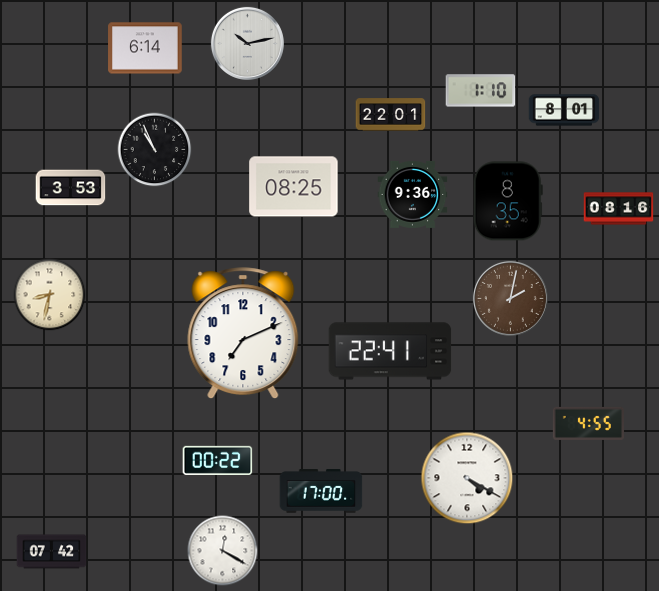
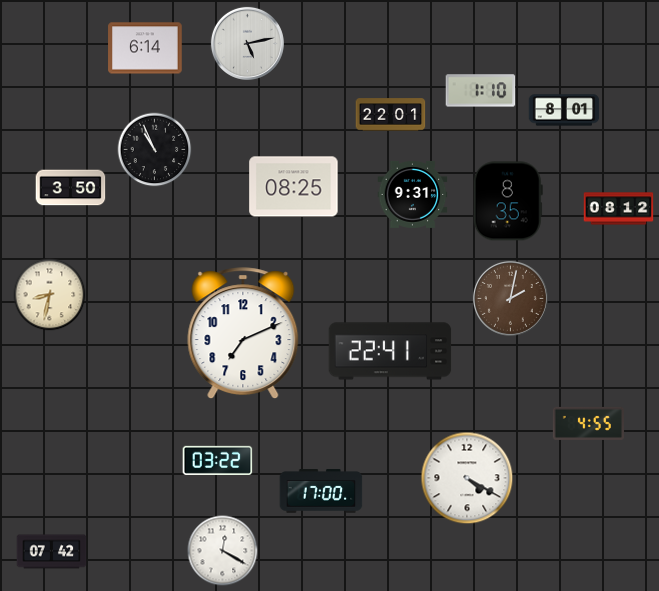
clock at (247, 43): 10:13 -> 5:13
clock at (71, 188): 3:53 -> 3:50
clock at (413, 194): 9:36 -> 9:31
clock at (619, 209): 08:16 -> 08:12
clock at (218, 460): 00:22 -> 03:22
